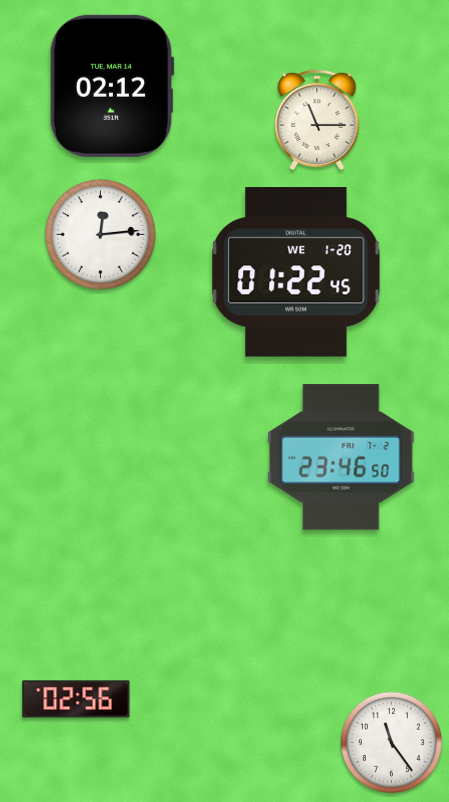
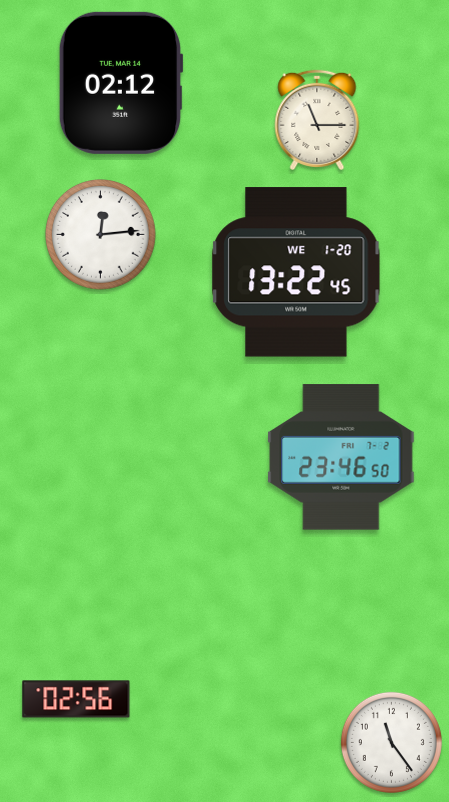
clock at (112, 86) position: (112, 86) -> (121, 83)
clock at (296, 272): 01:22 -> 13:22
